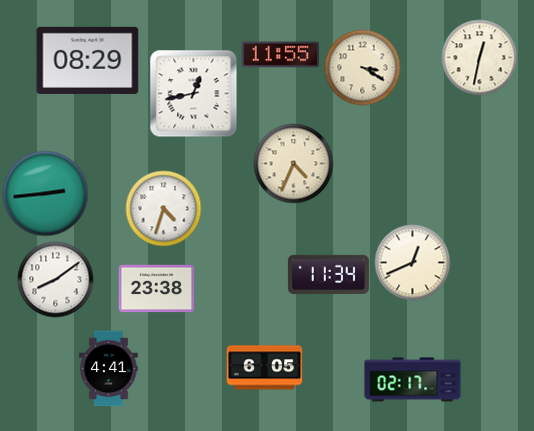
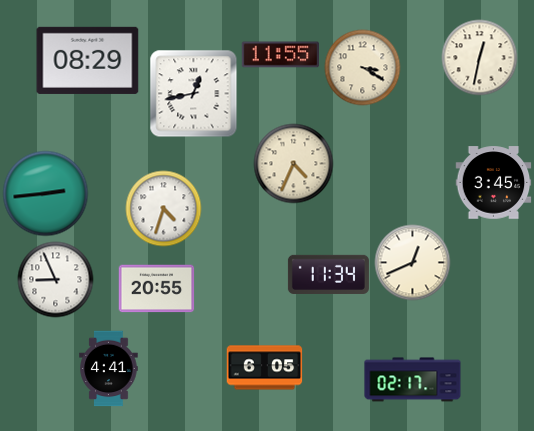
clock at (494, 183): none -> 3:45
clock at (56, 280): 8:09 -> 8:56
clock at (157, 289): 23:38 -> 20:55
